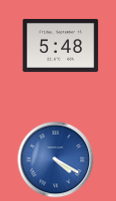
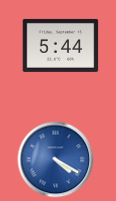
clock at (61, 45): 5:48 -> 5:44
